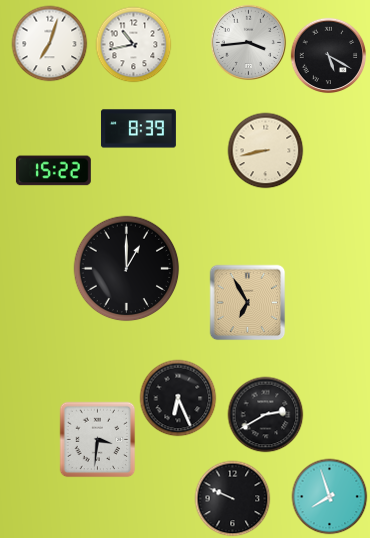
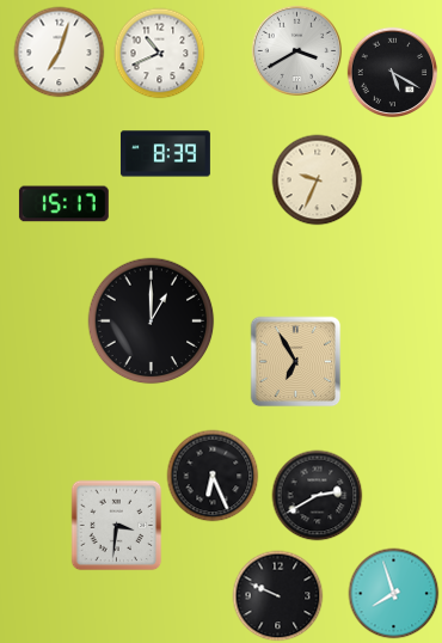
clock at (249, 43): 3:44 -> 3:40
clock at (134, 45): 10:43 -> 10:41
clock at (329, 56) position: (329, 56) -> (393, 73)
clock at (266, 151): 8:43 -> 9:34
clock at (53, 171): 15:22 -> 15:17
